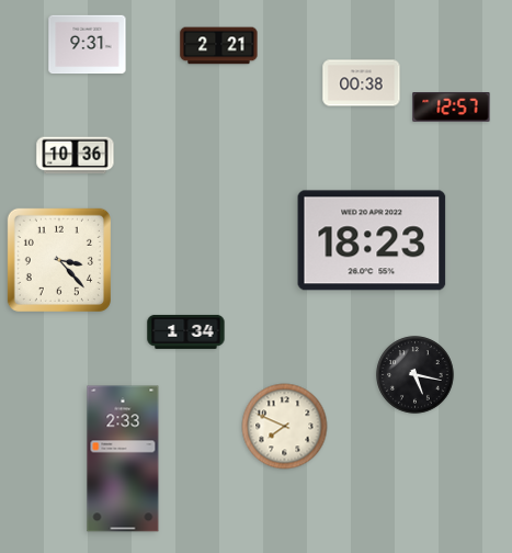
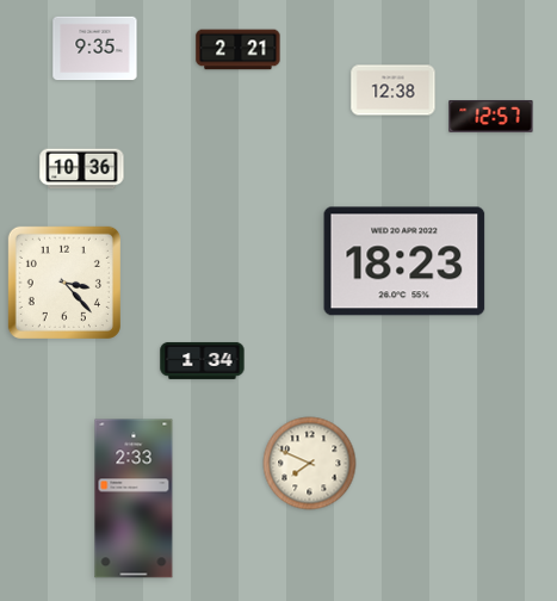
clock at (88, 45): 9:31 -> 9:35
clock at (362, 83): 00:38 -> 12:38
clock at (416, 375): 5:17 -> none
